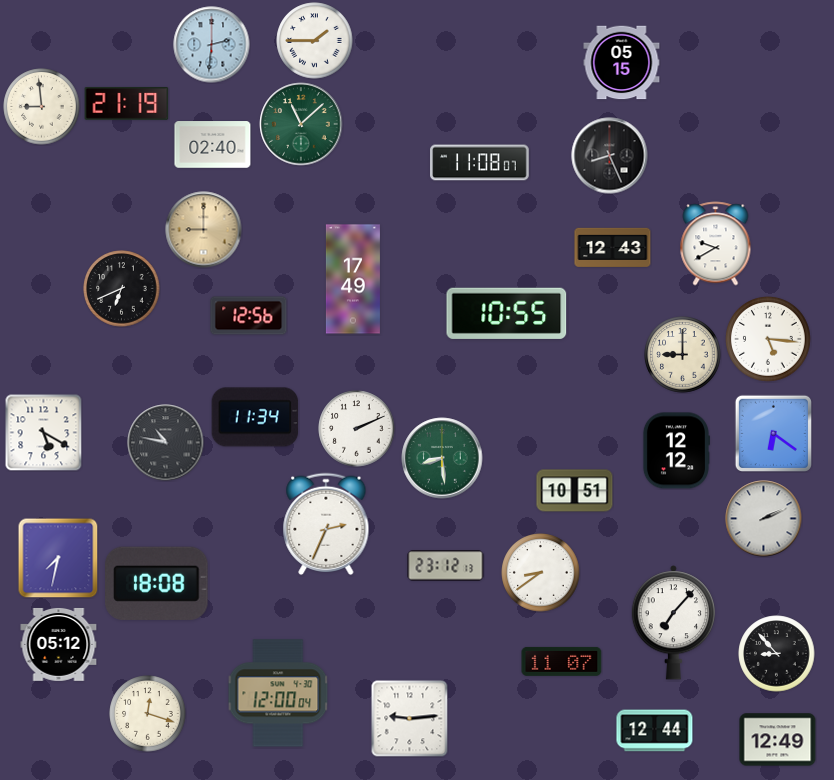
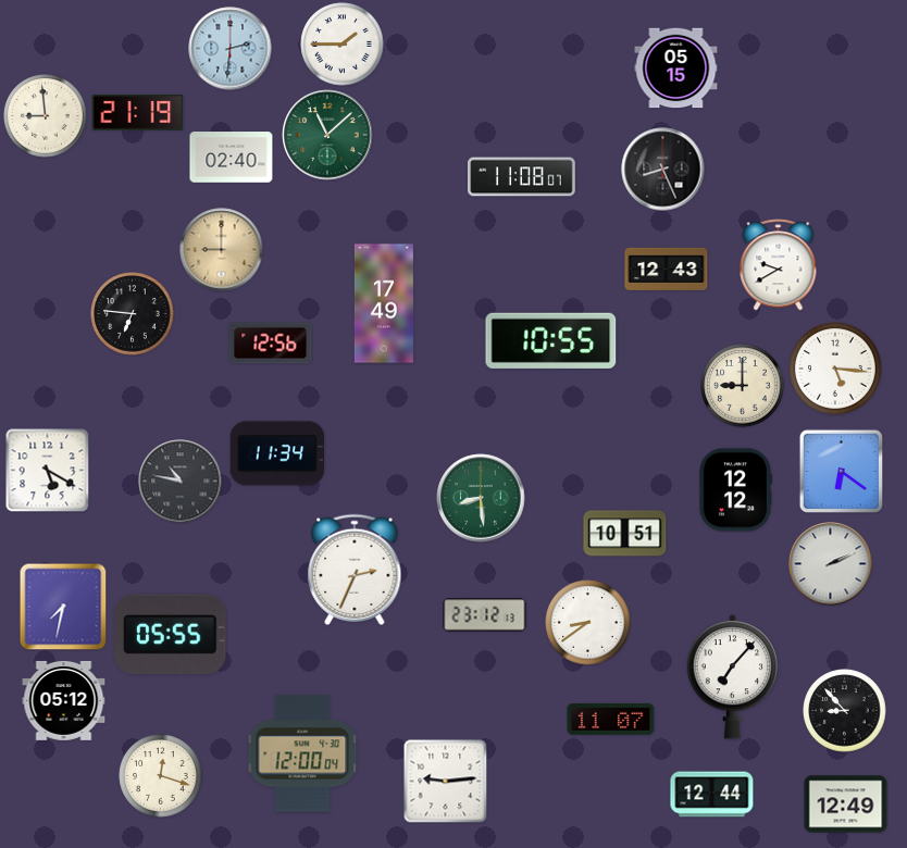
clock at (122, 289): 6:41 -> 6:46
clock at (357, 429): 2:11 -> none
clock at (157, 583): 18:08 -> 05:55
